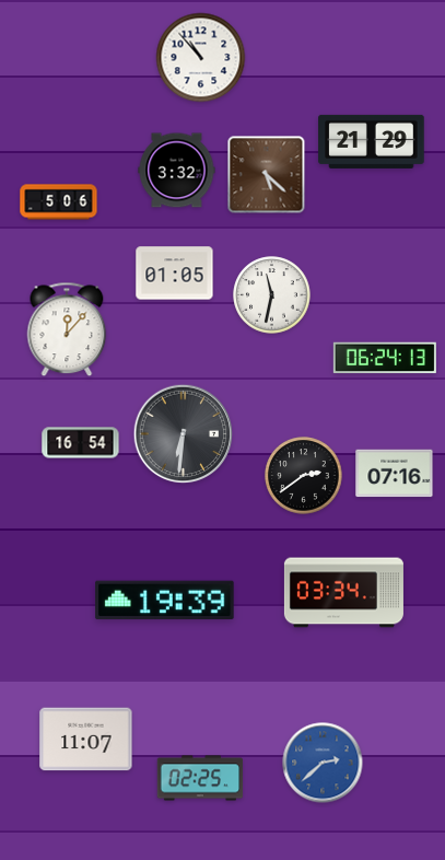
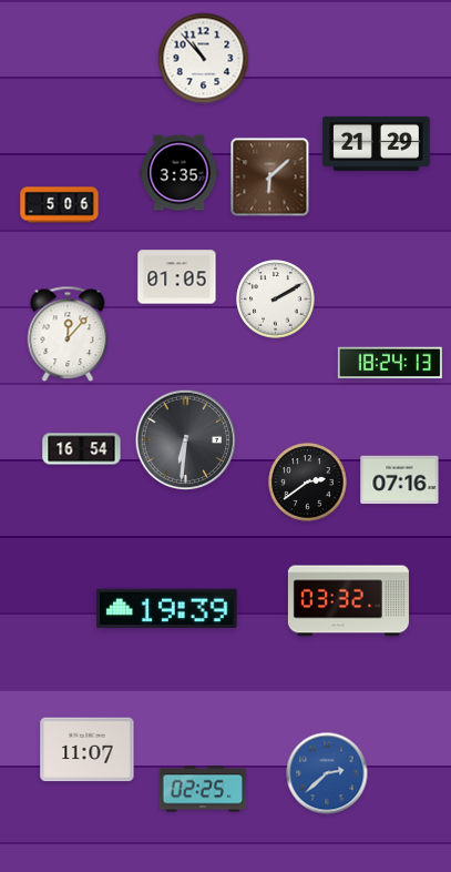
clock at (177, 171): 3:32 -> 3:35
clock at (267, 175): 5:22 -> 6:08
clock at (272, 295): 11:32 -> 2:10
clock at (385, 358): 06:24 -> 18:24
clock at (343, 593): 03:34 -> 03:32
